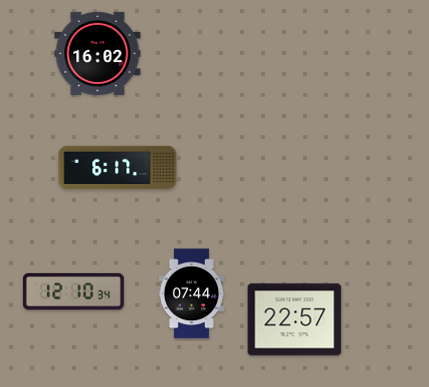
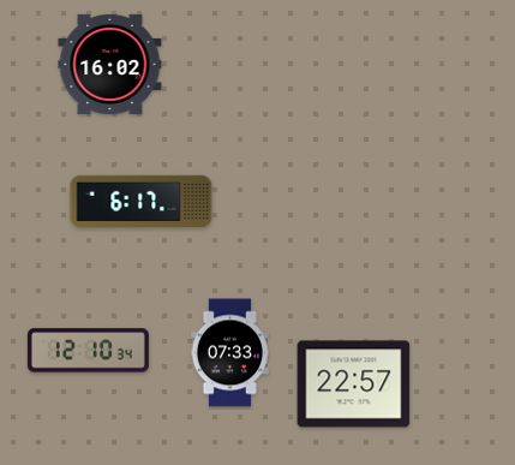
clock at (98, 53) position: (98, 53) -> (110, 64)
clock at (191, 294): 07:44 -> 07:33
